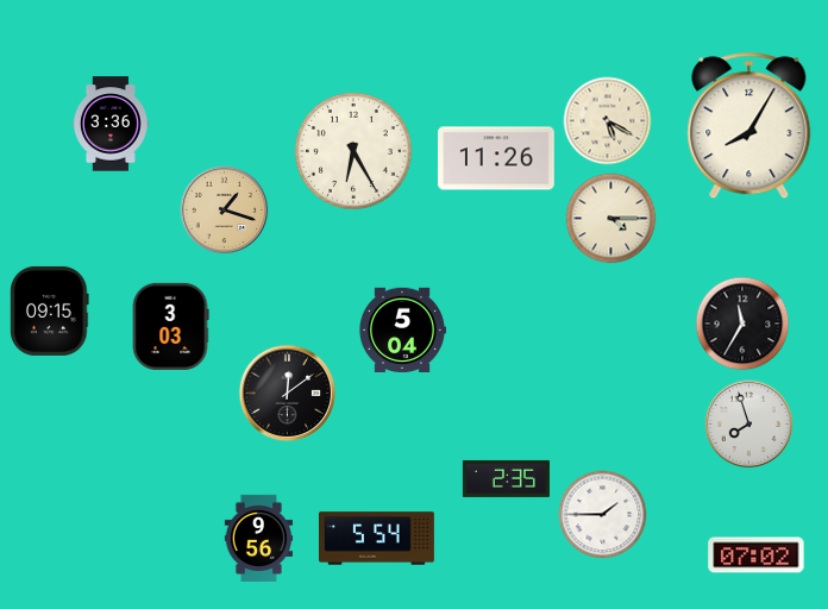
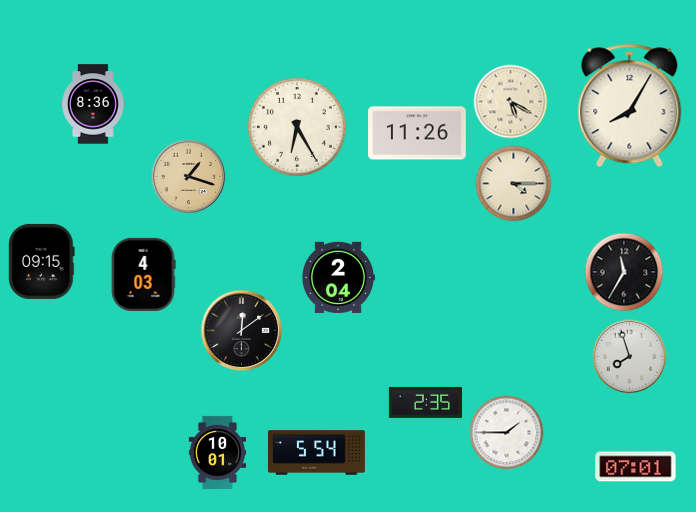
clock at (112, 124): 3:36 -> 8:36
clock at (170, 326): 3:03 -> 4:03
clock at (402, 329): 5:04 -> 2:04
clock at (259, 538): 9:56 -> 10:01
clock at (757, 555): 07:02 -> 07:01
